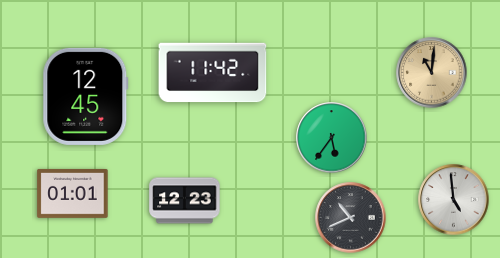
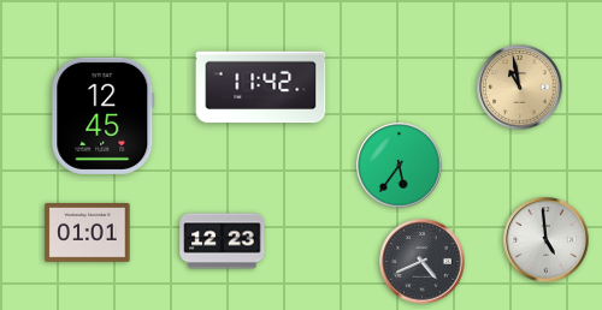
clock at (213, 73) position: (213, 73) -> (261, 88)
clock at (432, 73): 11:01 -> 10:58
clock at (351, 218): 10:41 -> 4:41
